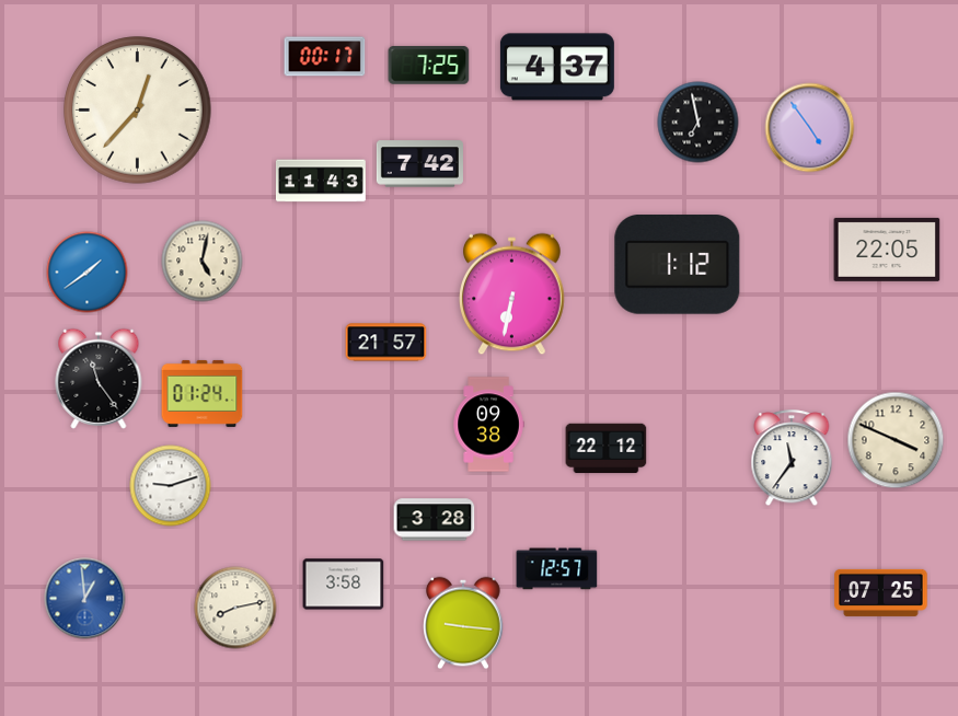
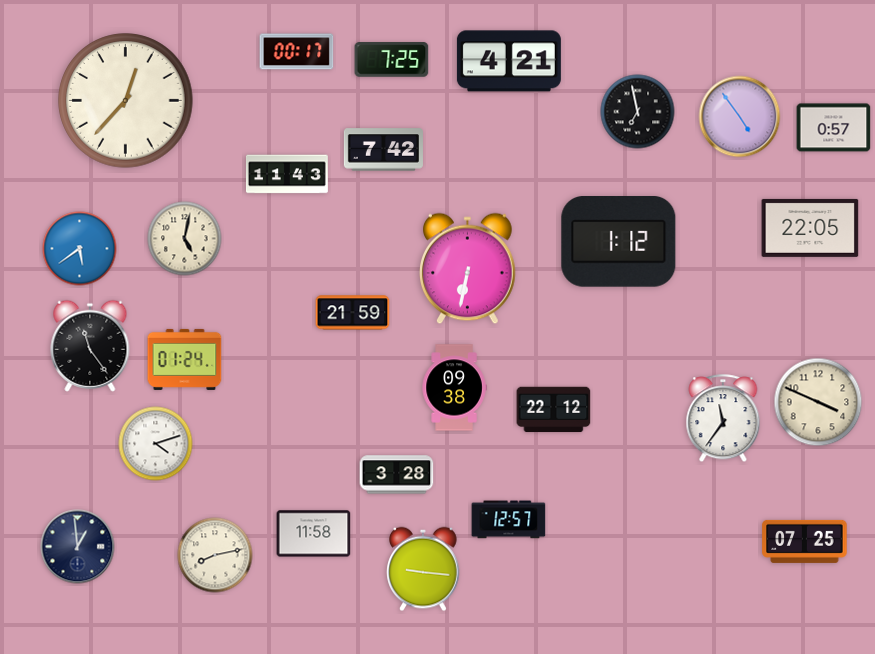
clock at (557, 67): 4:37 -> 4:21
clock at (834, 128): none -> 0:57
clock at (321, 181) position: (321, 181) -> (287, 174)
clock at (88, 273): 1:39 -> 5:39
clock at (386, 343): 21:57 -> 21:59
clock at (488, 425) position: (488, 425) -> (454, 388)
clock at (171, 486): 9:12 -> 4:12
clock at (344, 585): 3:58 -> 11:58
clock at (85, 599) dial: blue -> navy
